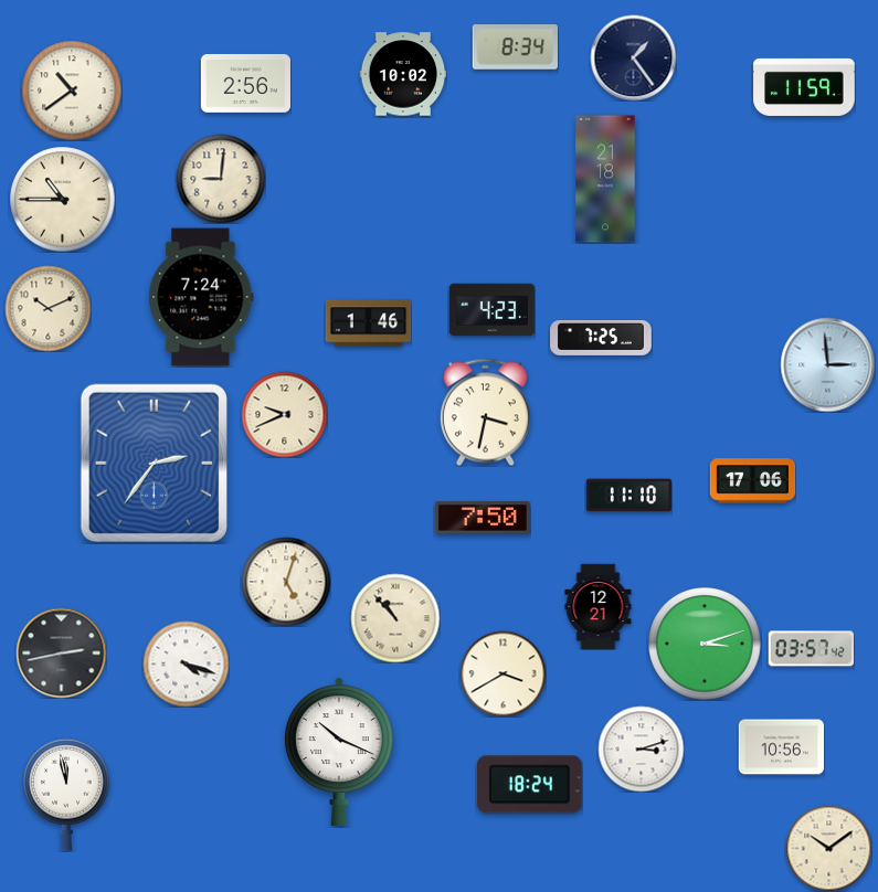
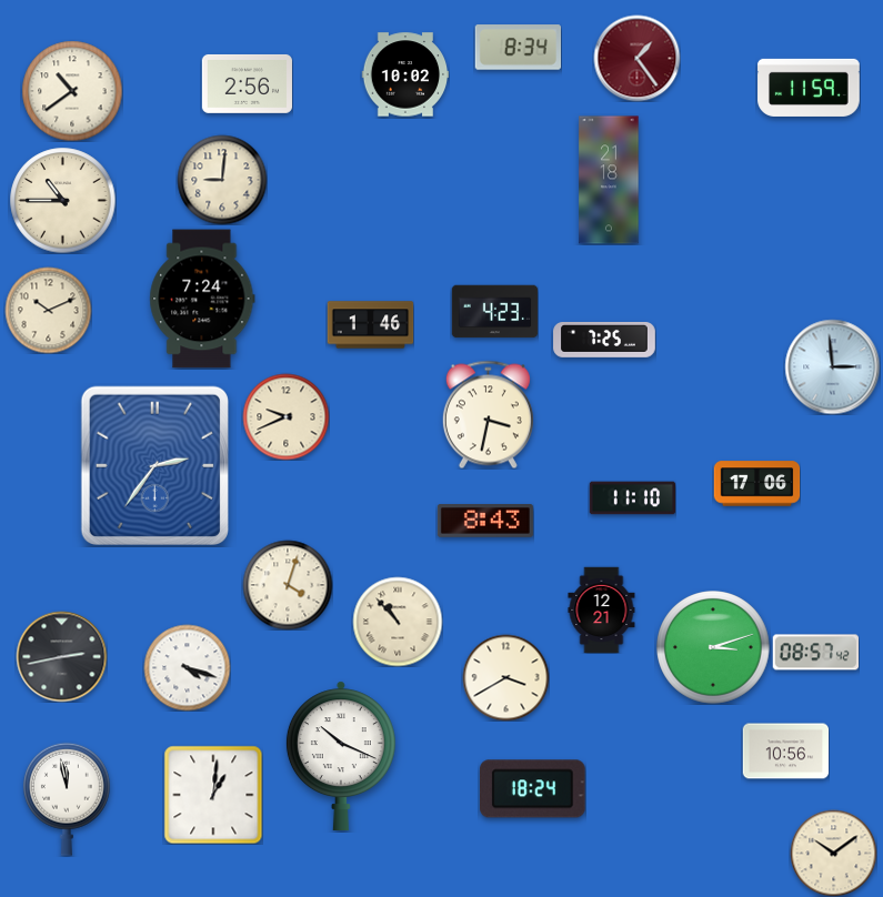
clock at (633, 57) dial: navy -> burgundy
clock at (483, 518): 7:50 -> 8:43
clock at (286, 582): 5:03 -> 4:03
clock at (705, 644) position: (705, 644) -> (713, 647)
clock at (811, 649): 03:57 -> 08:57
clock at (641, 748): 3:12 -> none
clock at (213, 795): none -> 1:01
